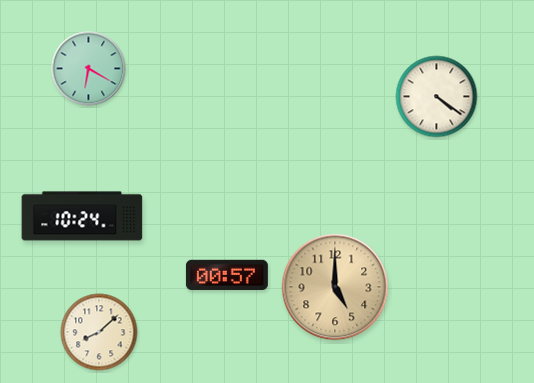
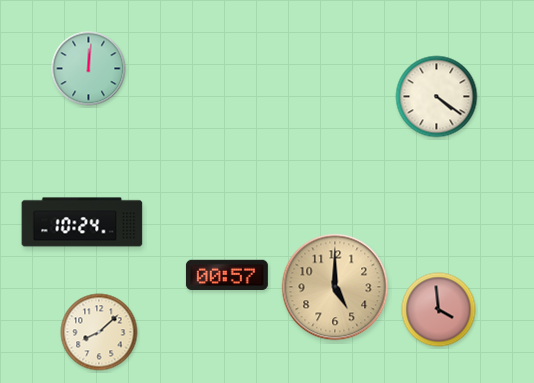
clock at (89, 69): 6:20 -> 12:01
clock at (82, 216) position: (82, 216) -> (82, 222)
clock at (439, 310): none -> 3:59
